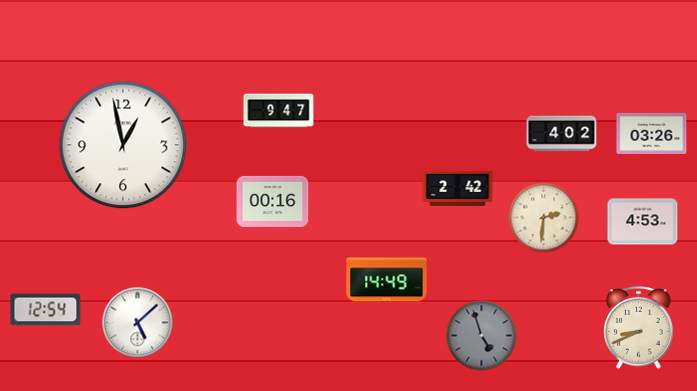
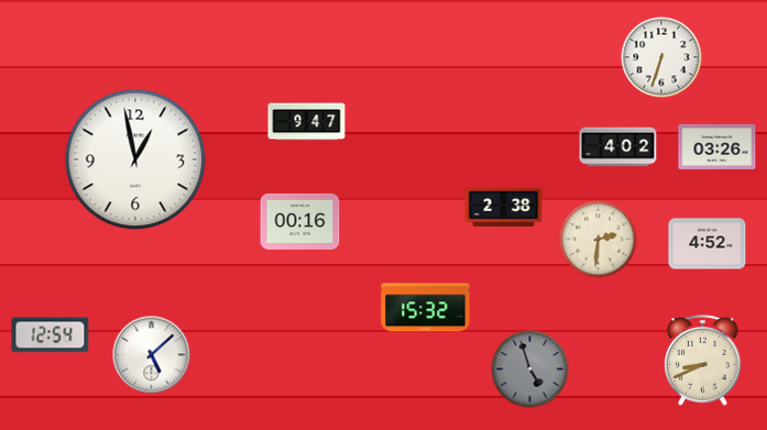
clock at (661, 57): none -> 6:33
clock at (458, 188): 2:42 -> 2:38
clock at (643, 222): 4:53 -> 4:52
clock at (387, 280): 14:49 -> 15:32
clock at (46, 310) position: (46, 310) -> (51, 335)
